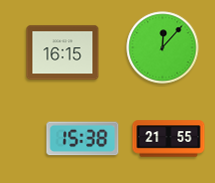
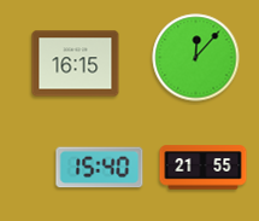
clock at (83, 139): 15:38 -> 15:40
